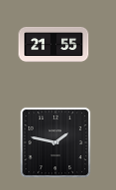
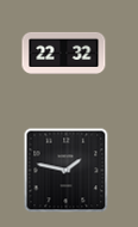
clock at (54, 44): 21:55 -> 22:32
